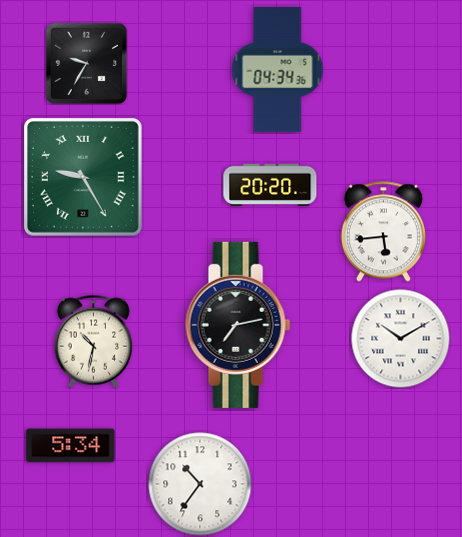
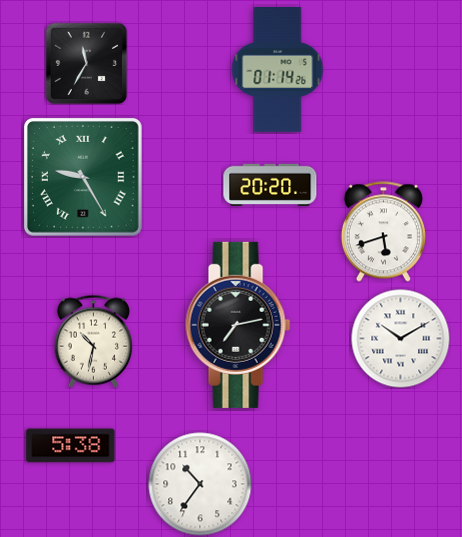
clock at (86, 63): 9:35 -> 11:35
clock at (278, 70): 04:34 -> 01:14
clock at (383, 232): 5:44 -> 5:42
clock at (71, 446): 5:34 -> 5:38
